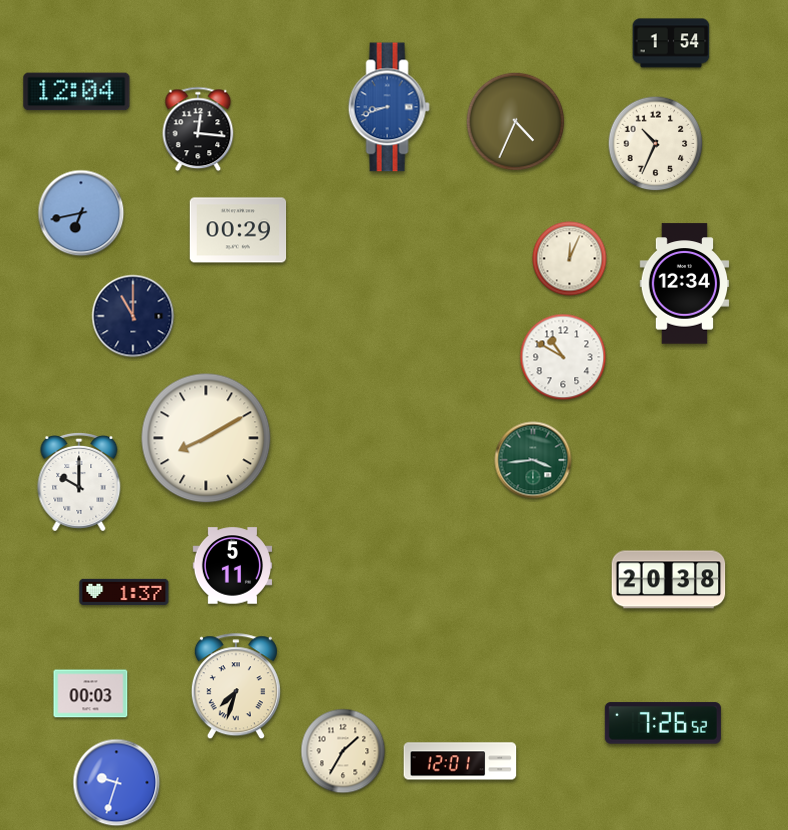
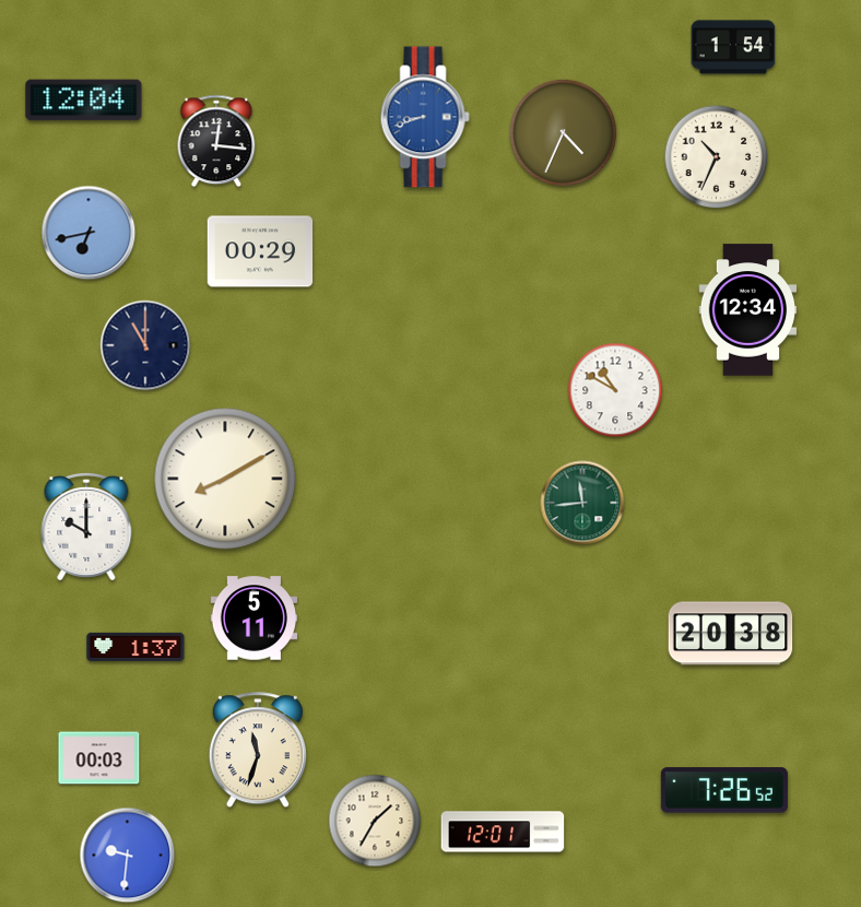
clock at (570, 259): 12:04 -> none
clock at (533, 460): 3:44 -> 11:44
clock at (236, 687): 7:33 -> 11:33
clock at (117, 783): 9:33 -> 9:31
